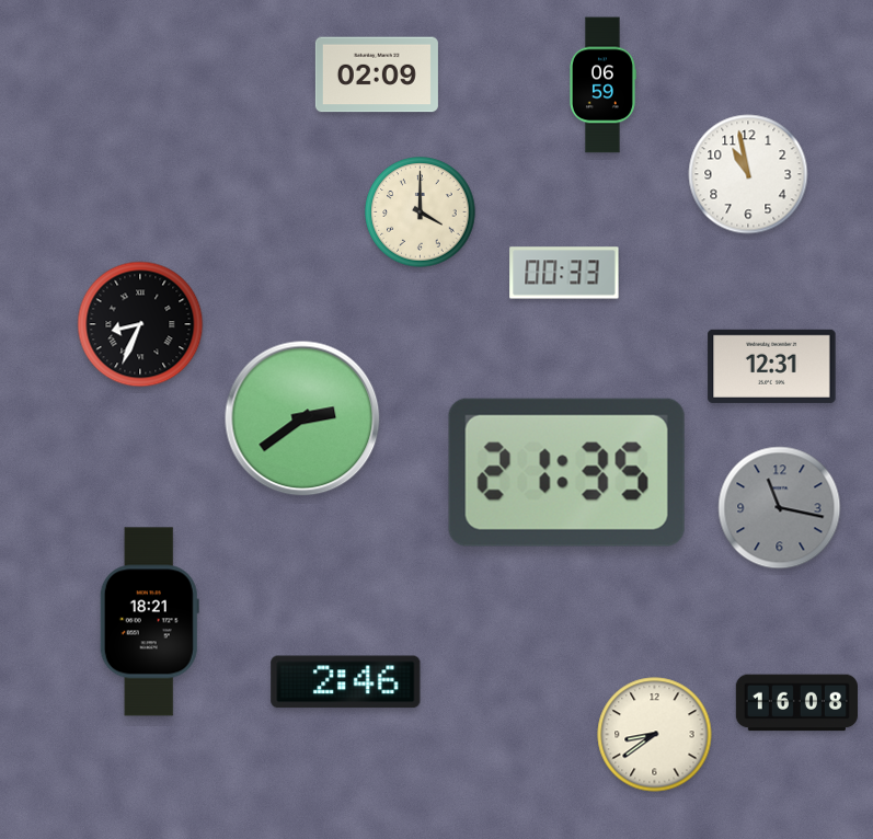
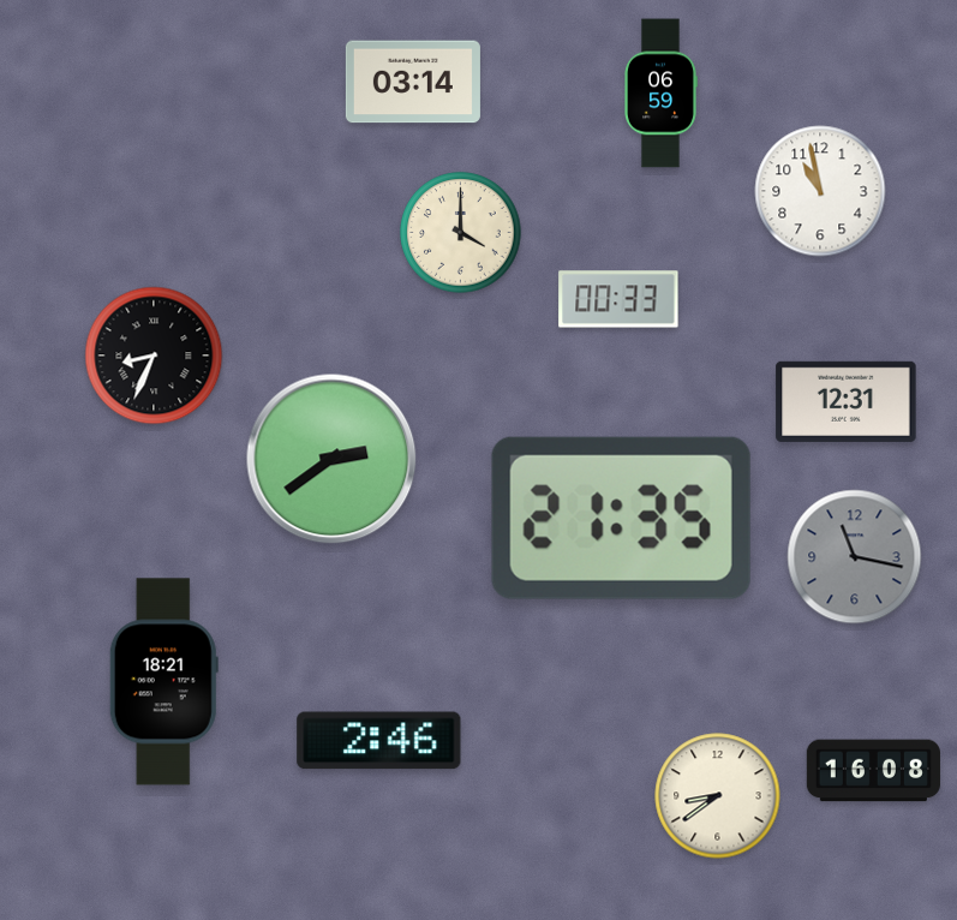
clock at (377, 74): 02:09 -> 03:14
clock at (346, 682) position: (346, 682) -> (379, 741)
clock at (655, 735) position: (655, 735) -> (718, 796)
